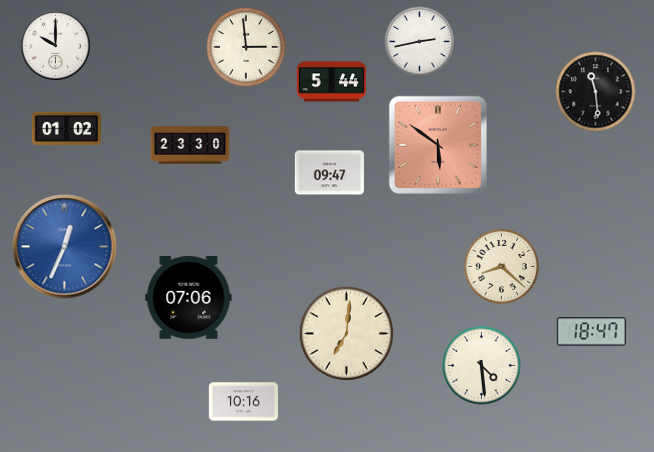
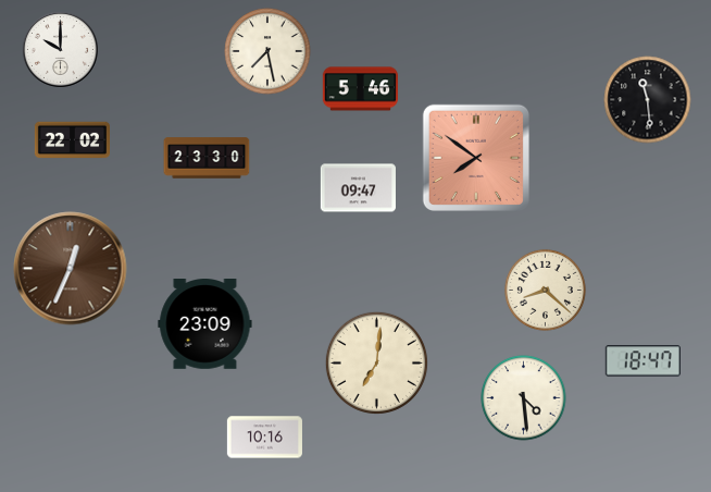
clock at (420, 42): 2:43 -> none
clock at (246, 47): 2:59 -> 7:28
clock at (331, 82): 5:44 -> 5:46
clock at (66, 129): 01:02 -> 22:02
clock at (438, 145): 5:51 -> 7:51
clock at (65, 247) dial: blue -> brown
clock at (189, 298): 07:06 -> 23:09
